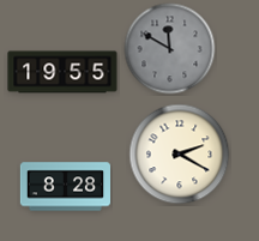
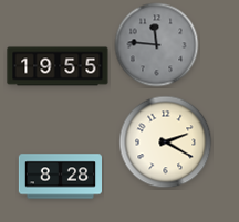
clock at (170, 49): 11:50 -> 11:46
clock at (65, 187) position: (65, 187) -> (60, 177)
